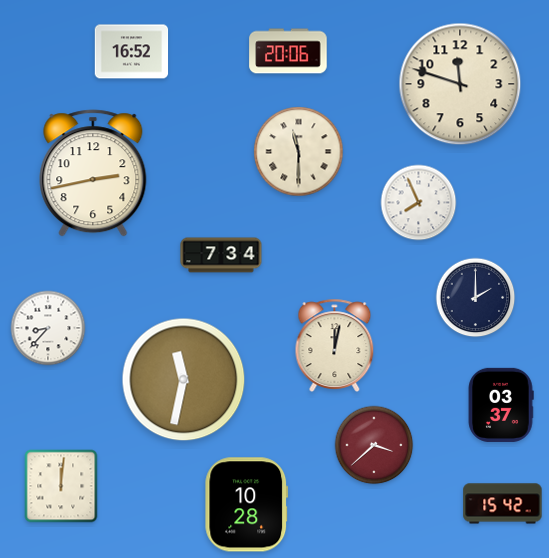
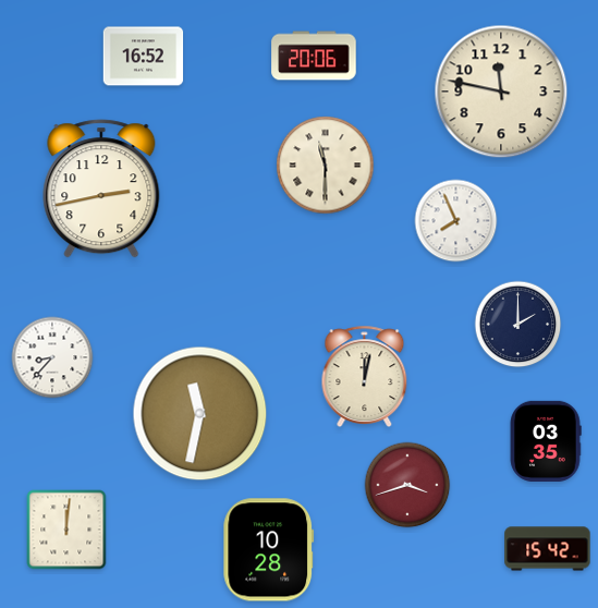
clock at (460, 84): 11:48 -> 11:47
clock at (221, 255): 7:34 -> none
clock at (501, 405): 03:37 -> 03:35
clock at (374, 445): 3:38 -> 3:42
